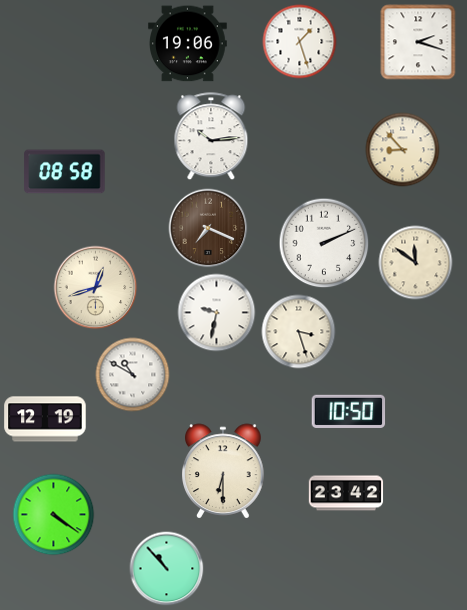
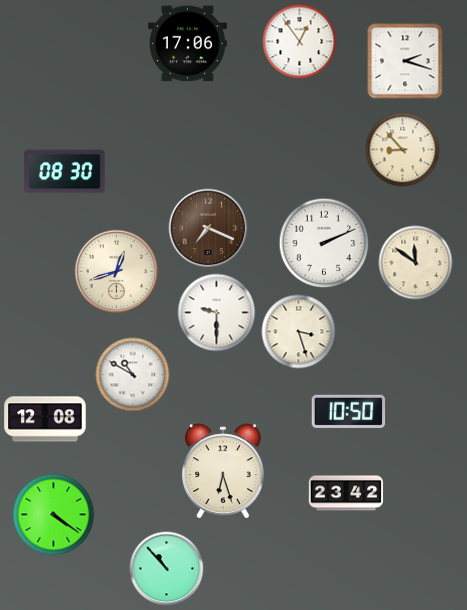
clock at (300, 42): 1:27 -> 12:54
clock at (418, 42) position: (418, 42) -> (405, 61)
clock at (188, 44): 19:06 -> 17:06
clock at (211, 137): 10:14 -> none
clock at (65, 172): 08:58 -> 08:30
clock at (96, 288) position: (96, 288) -> (117, 272)
clock at (217, 313): 9:32 -> 9:30
clock at (45, 419): 12:19 -> 12:08
clock at (224, 471): 6:30 -> 6:27
